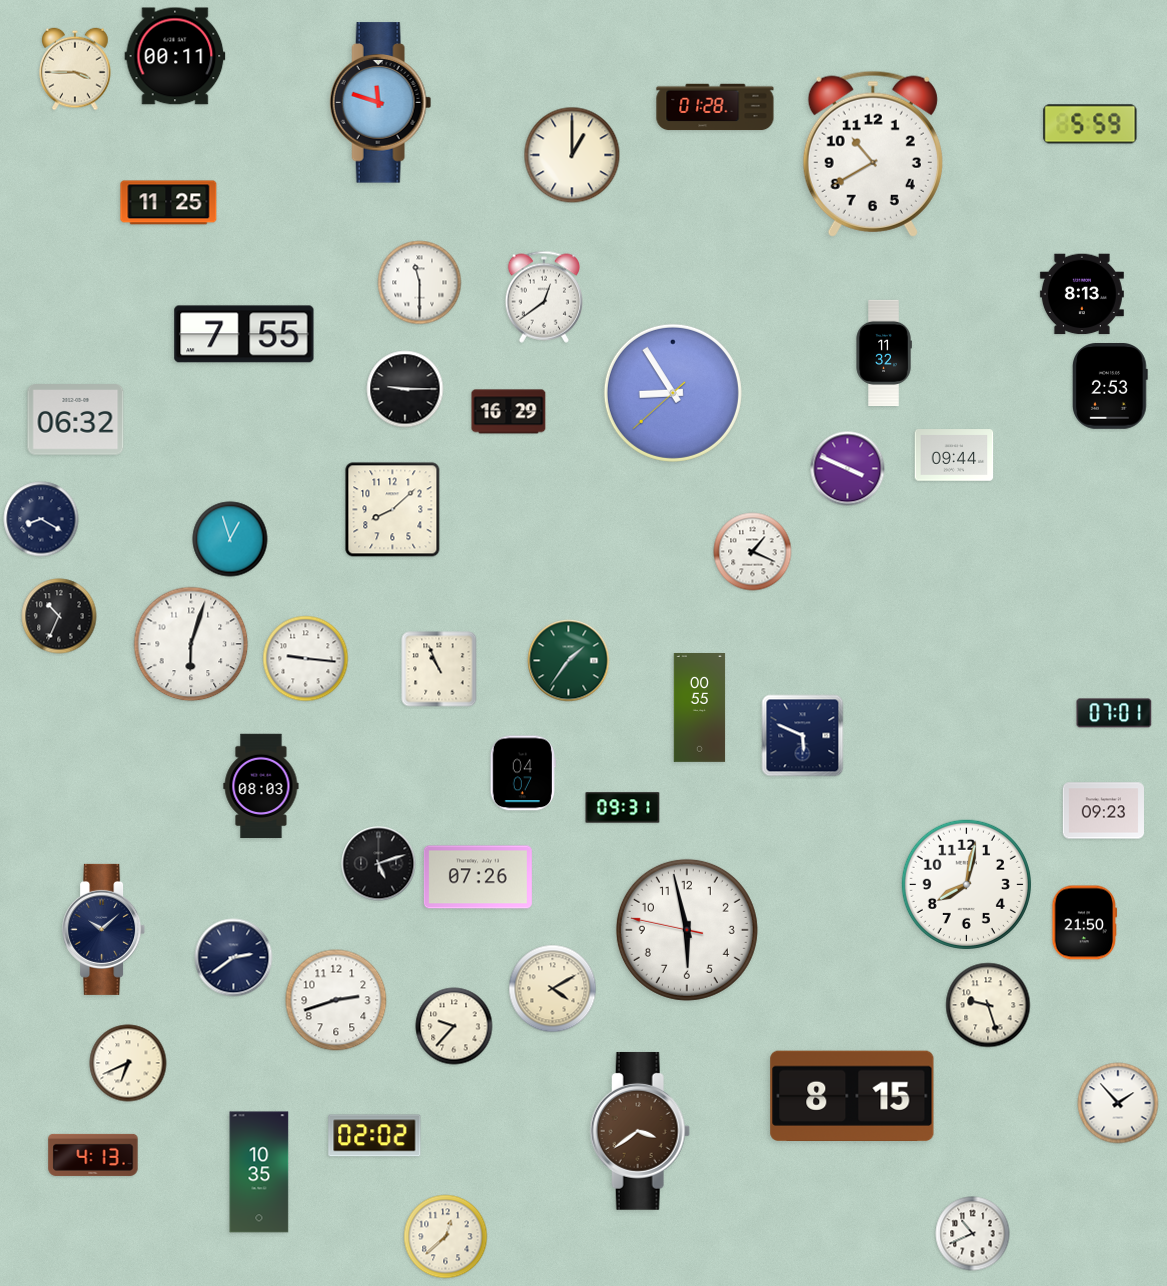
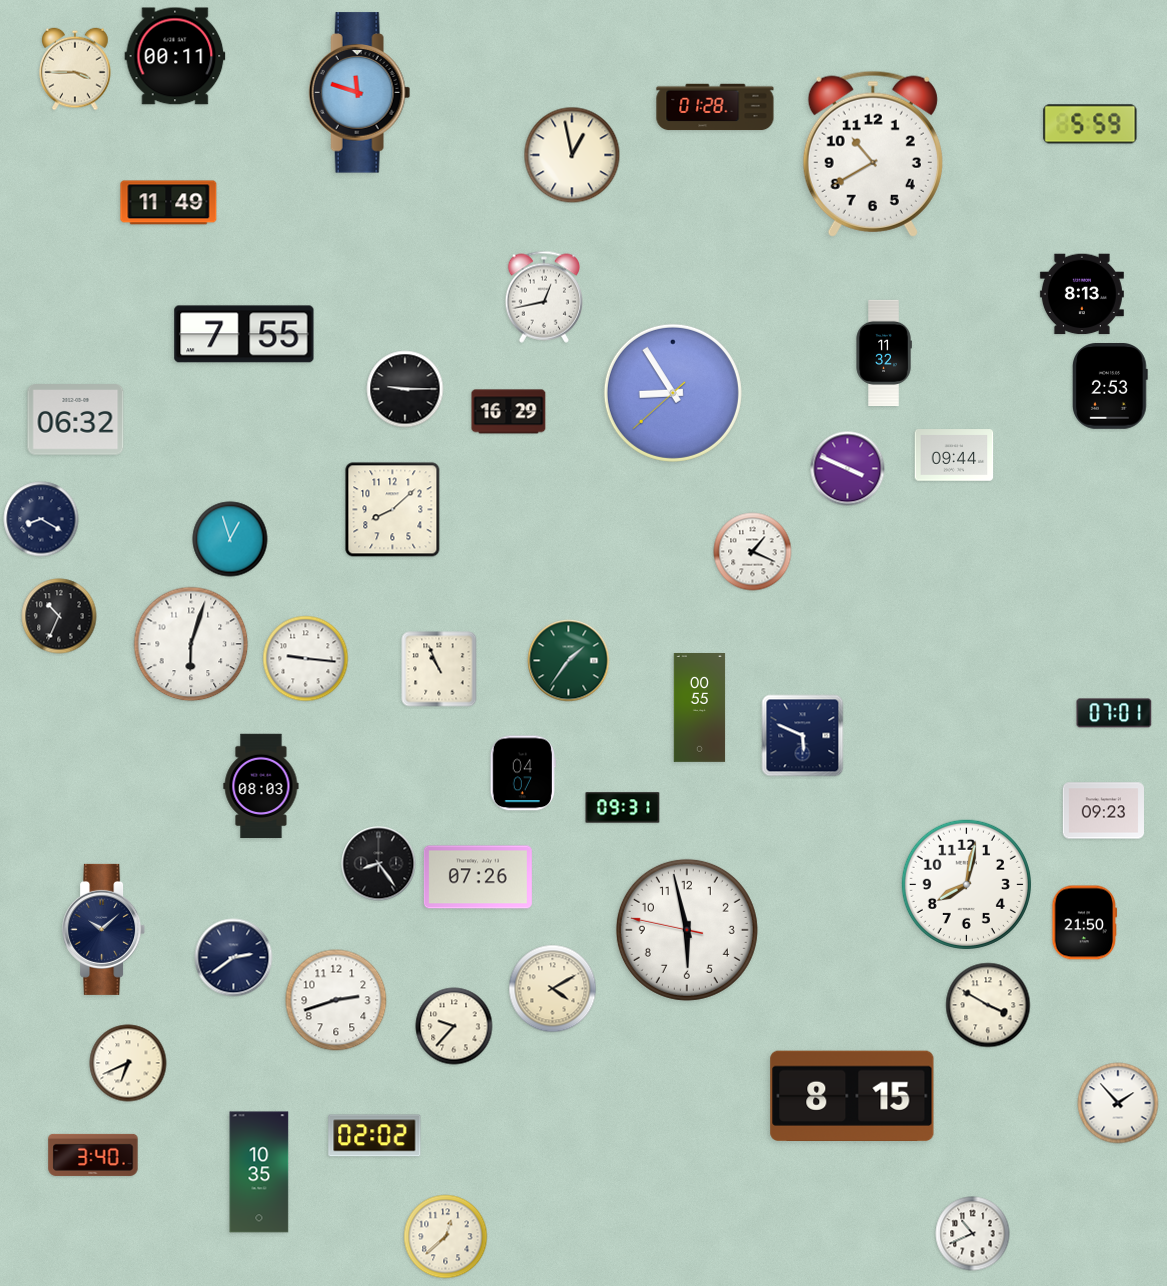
clock at (381, 103) position: (381, 103) -> (360, 93)
clock at (572, 155): 1:00 -> 12:58
clock at (169, 203): 11:25 -> 11:49
clock at (420, 283): 11:30 -> none
clock at (543, 297): 12:39 -> 12:43
clock at (379, 864): 5:12 -> 8:24
clock at (988, 1005): 9:27 -> 3:50
clock at (640, 1131): 3:39 -> none
clock at (93, 1155): 4:13 -> 3:40
